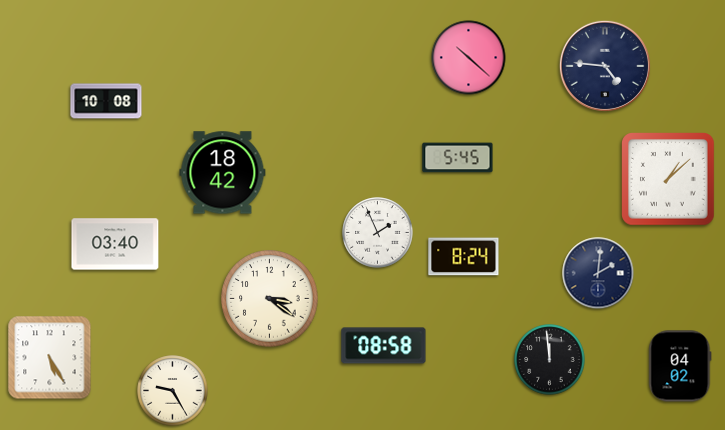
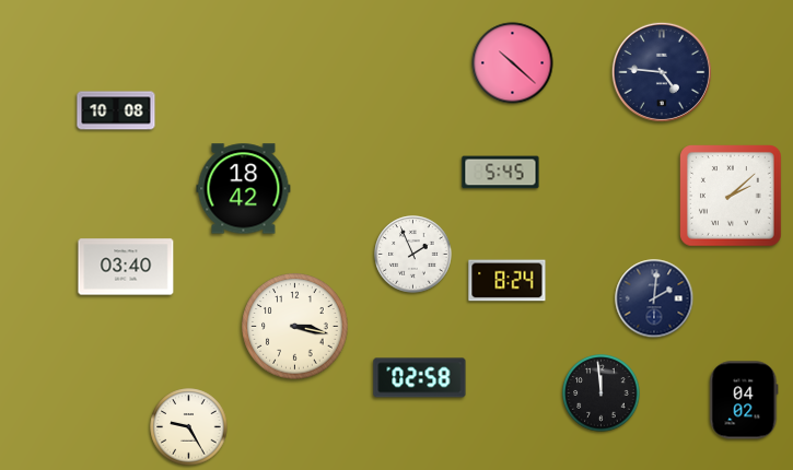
clock at (669, 180): 1:08 -> 2:08
clock at (270, 299): 3:21 -> 3:17
clock at (384, 346): 08:58 -> 02:58
clock at (50, 358): 5:25 -> none
